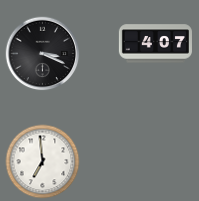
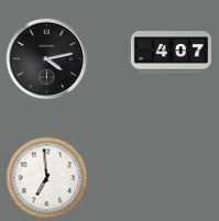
clock at (155, 44) position: (155, 44) -> (171, 53)
clock at (43, 54): 3:19 -> 4:13
